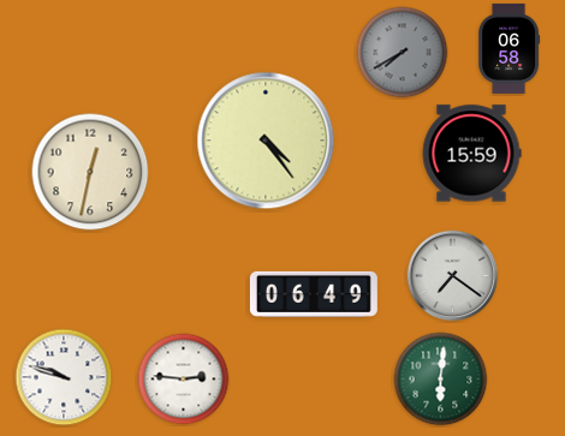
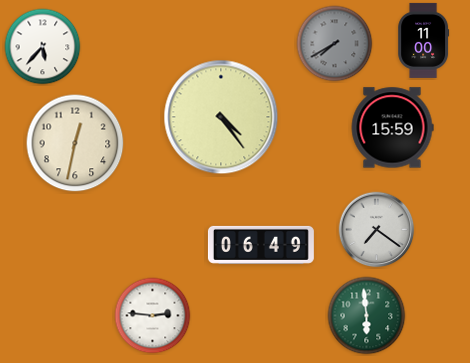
clock at (510, 48): 06:58 -> 11:00
clock at (43, 47): none -> 5:37
clock at (64, 377): 9:48 -> none
clock at (441, 380): 6:01 -> 5:59
